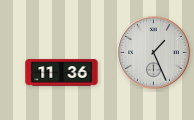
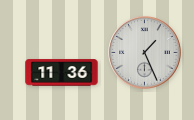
clock at (154, 53) position: (154, 53) -> (145, 53)
